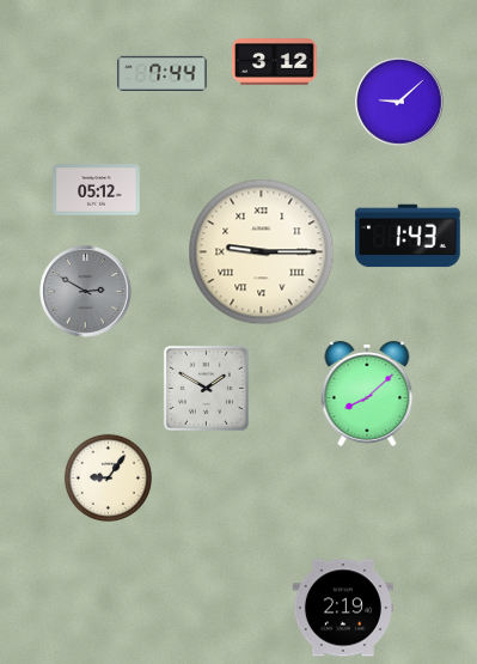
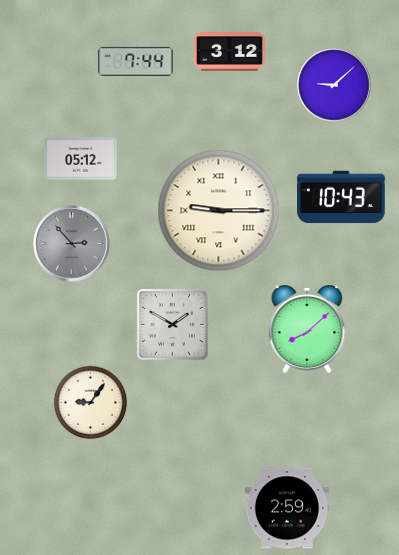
clock at (408, 236): 1:43 -> 10:43
clock at (86, 292): 2:50 -> 2:53
clock at (108, 477) position: (108, 477) -> (90, 402)
clock at (343, 608): 2:19 -> 2:59
